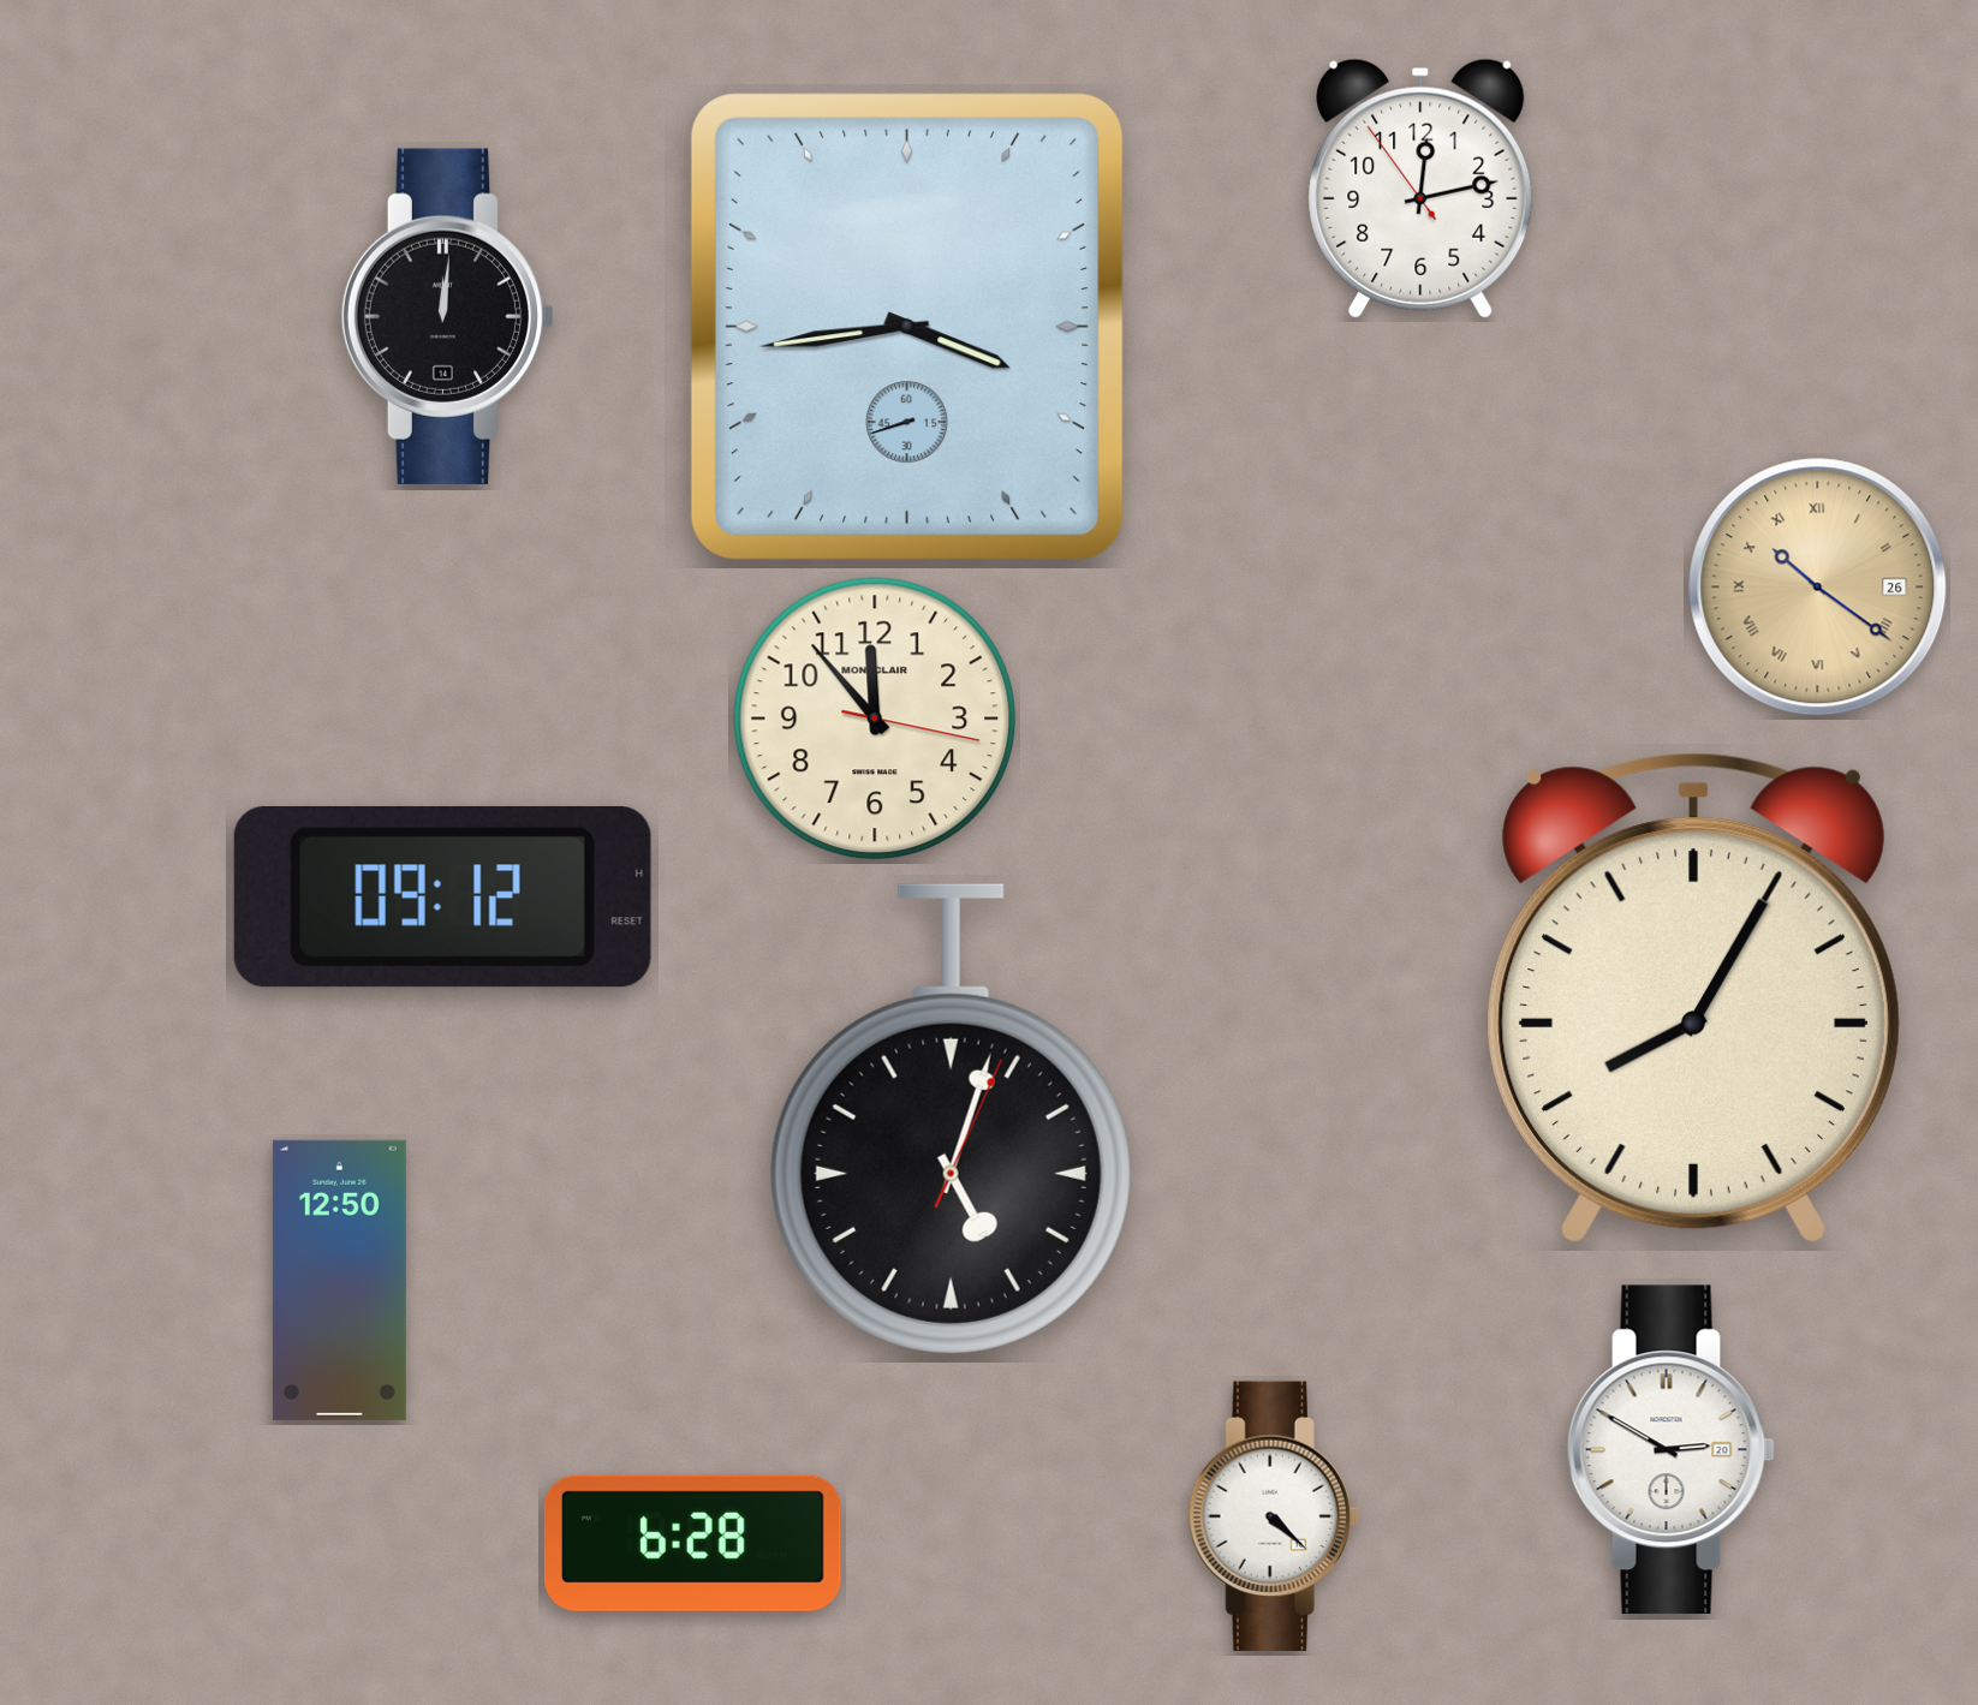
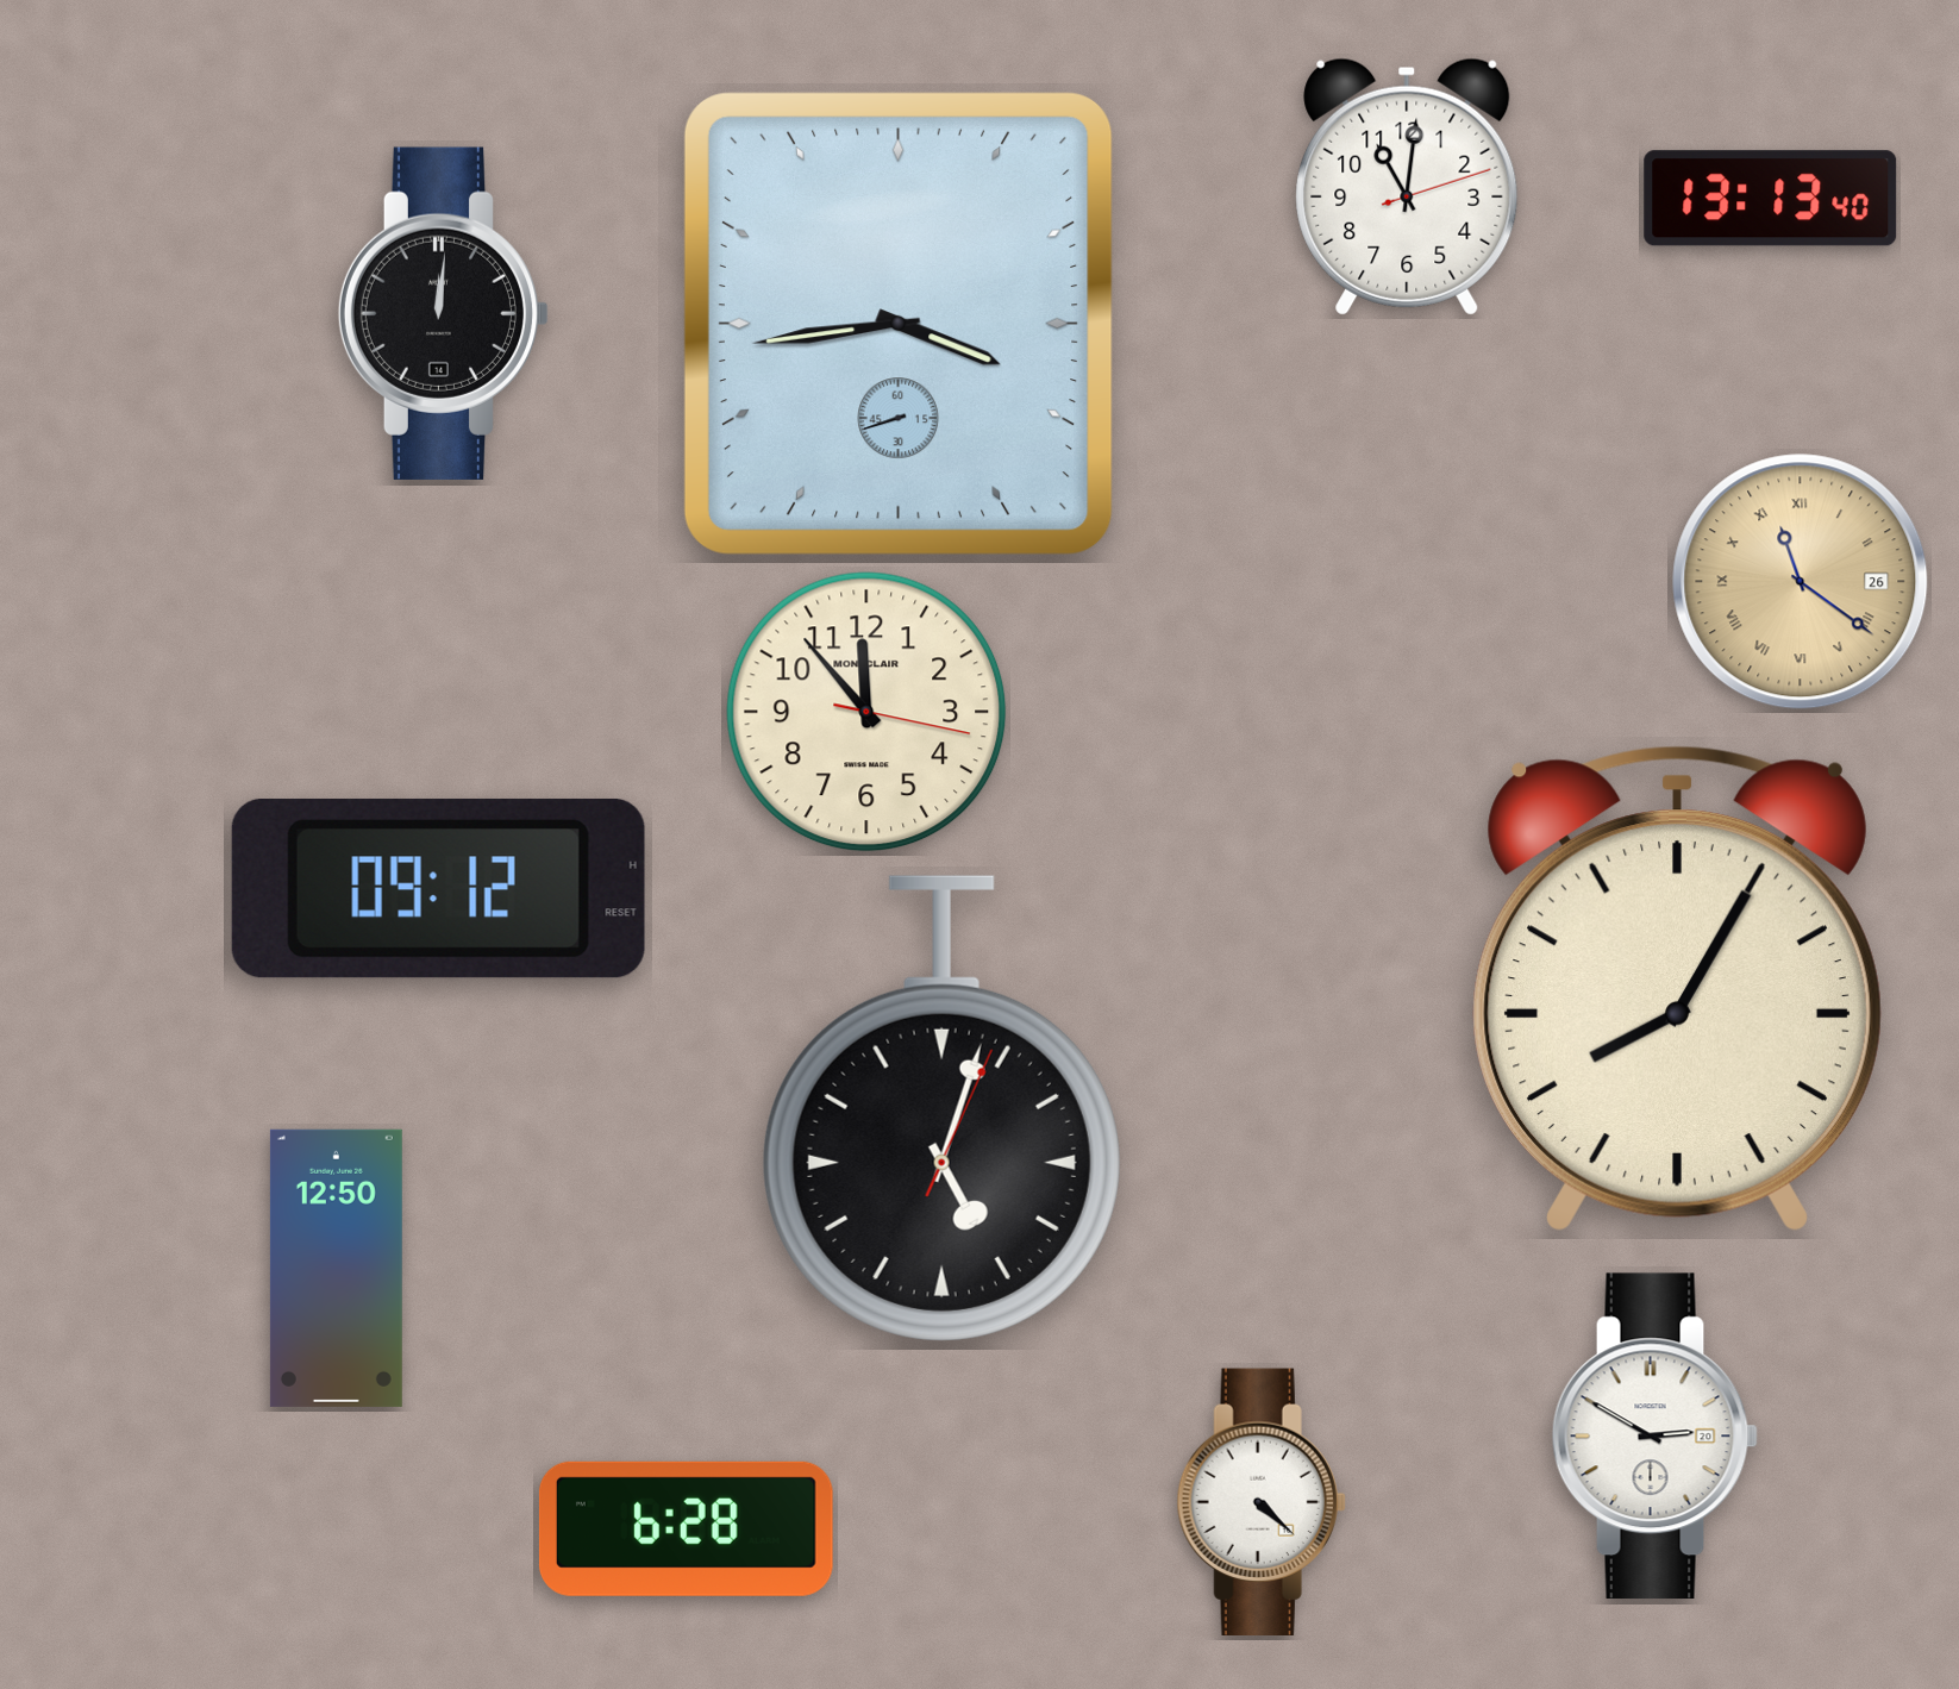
clock at (1420, 189): 12:12 -> 11:01
clock at (1771, 199): none -> 13:13
clock at (1818, 588): 10:21 -> 11:21
